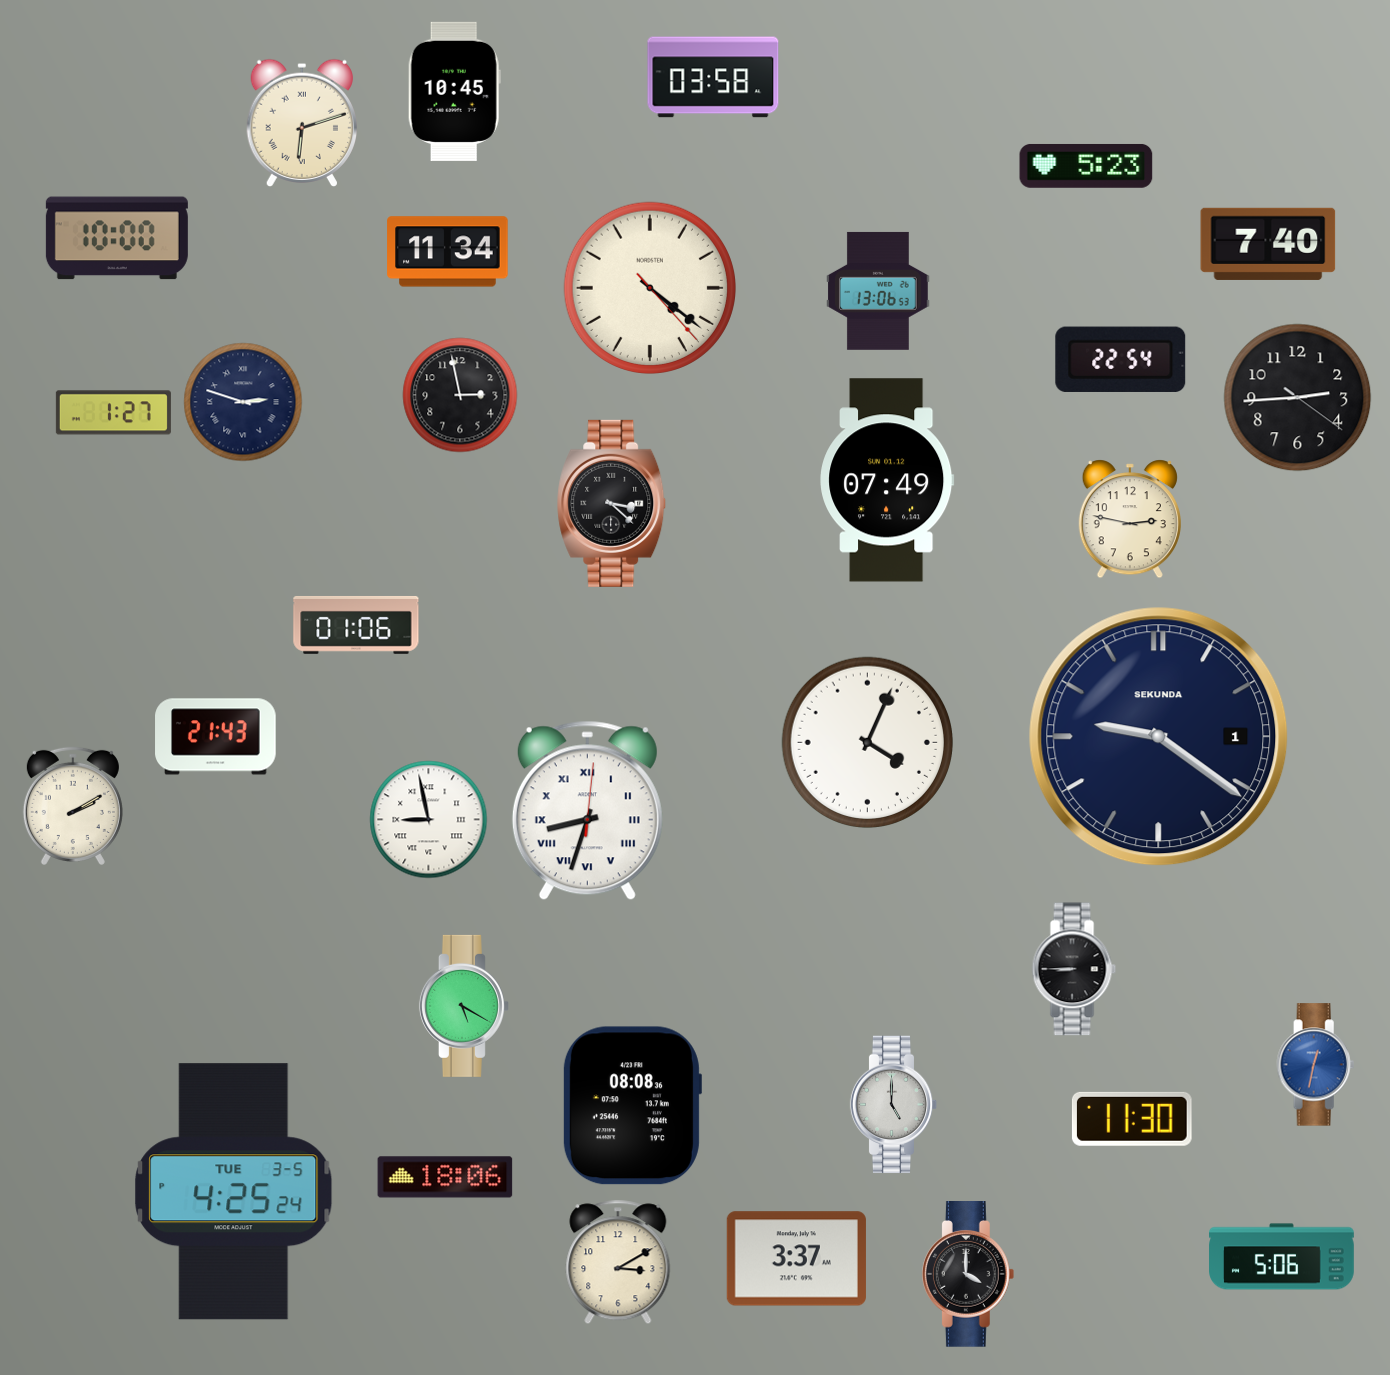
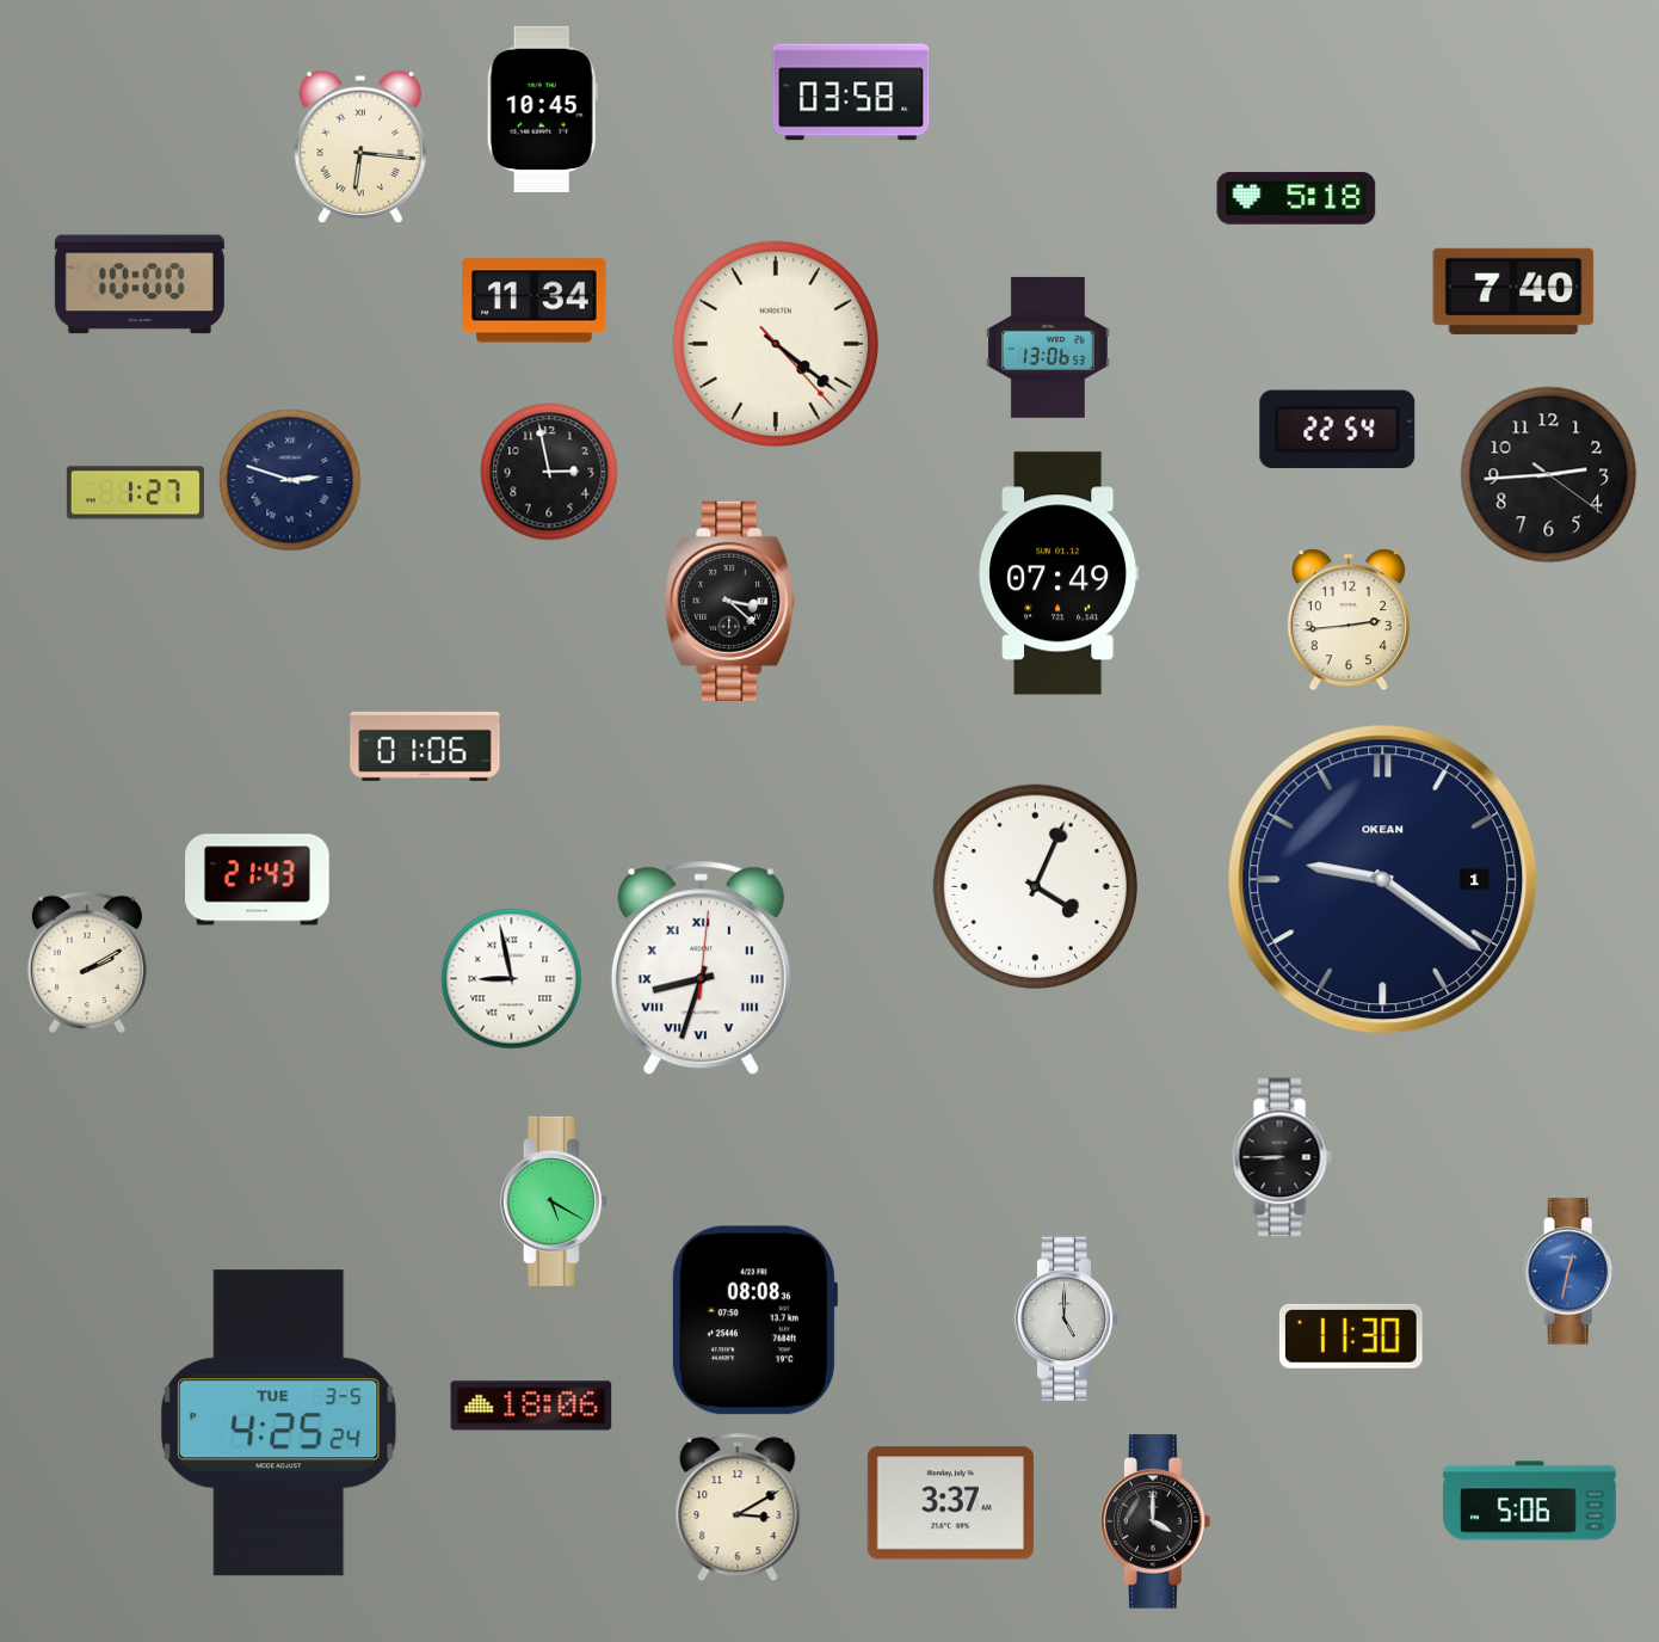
clock at (301, 122): 6:12 -> 6:16
clock at (1086, 166): 5:23 -> 5:18
clock at (1130, 519): 2:47 -> 2:44
clock at (1159, 737) brand: SEKUNDA -> OKEAN
